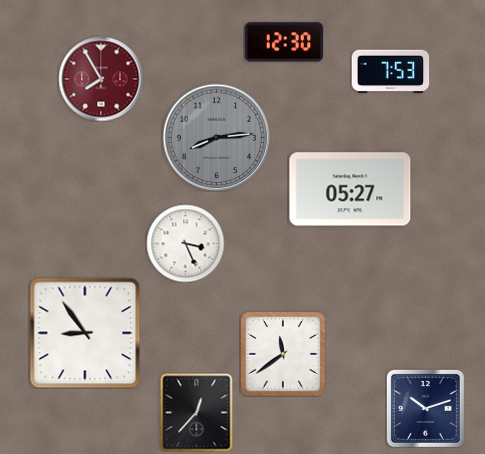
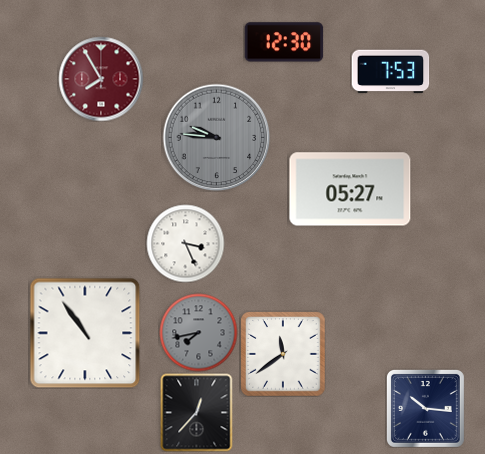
clock at (216, 137): 8:14 -> 9:46
clock at (198, 332): none -> 7:43
clock at (85, 333): 8:54 -> 10:54
clock at (425, 408): 10:12 -> 10:16
